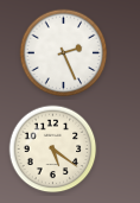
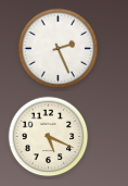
clock at (53, 150): 5:21 -> 5:19
